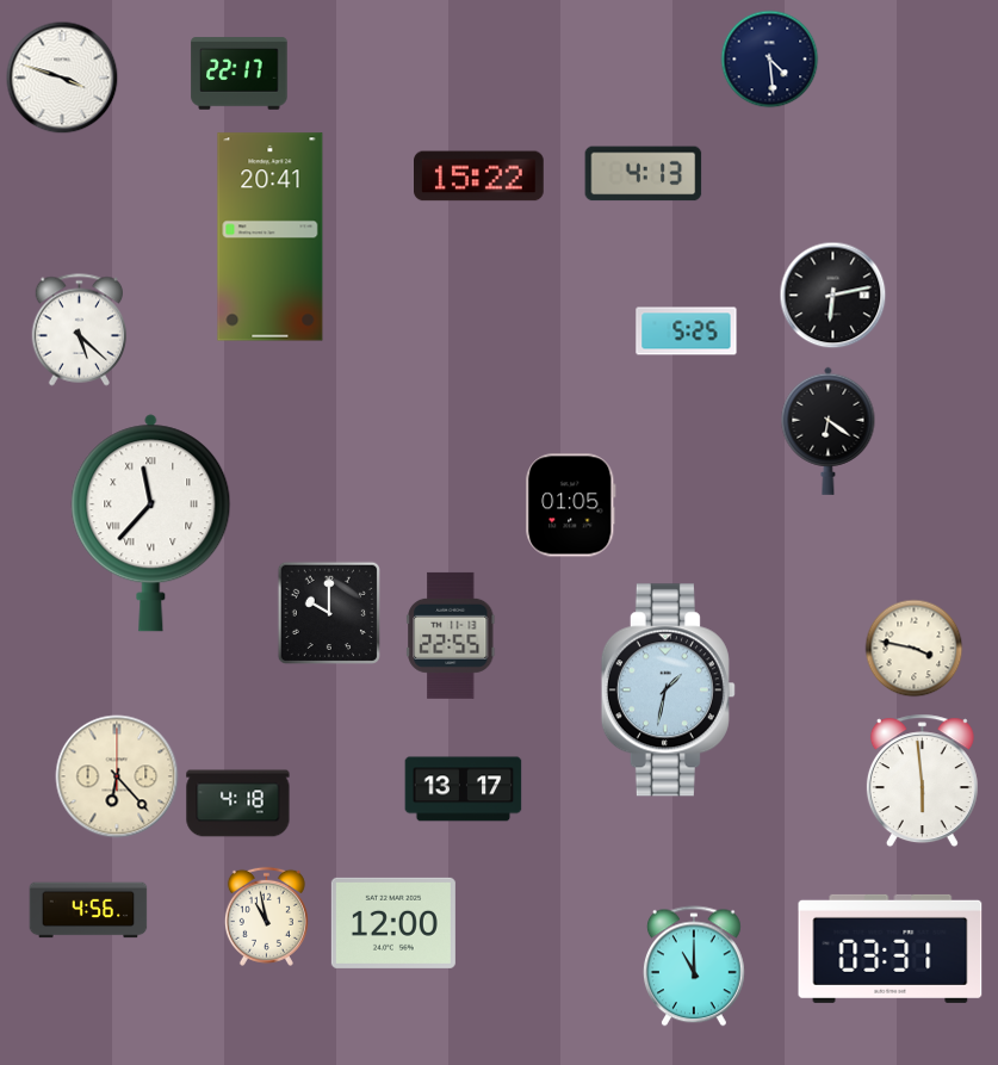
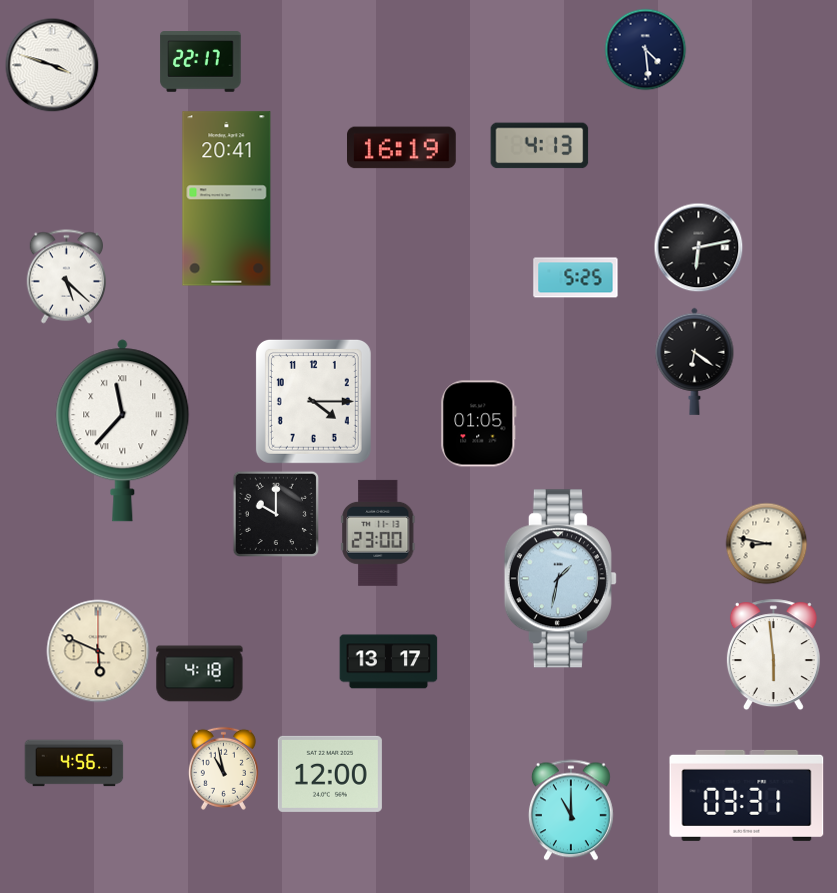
clock at (479, 177): 15:22 -> 16:19
clock at (313, 401): none -> 4:15
clock at (151, 524) position: (151, 524) -> (123, 431)
clock at (451, 636): 22:55 -> 23:00
clock at (915, 649): 3:47 -> 8:47
clock at (117, 776): 6:23 -> 5:49
clock at (694, 966) position: (694, 966) -> (571, 810)
